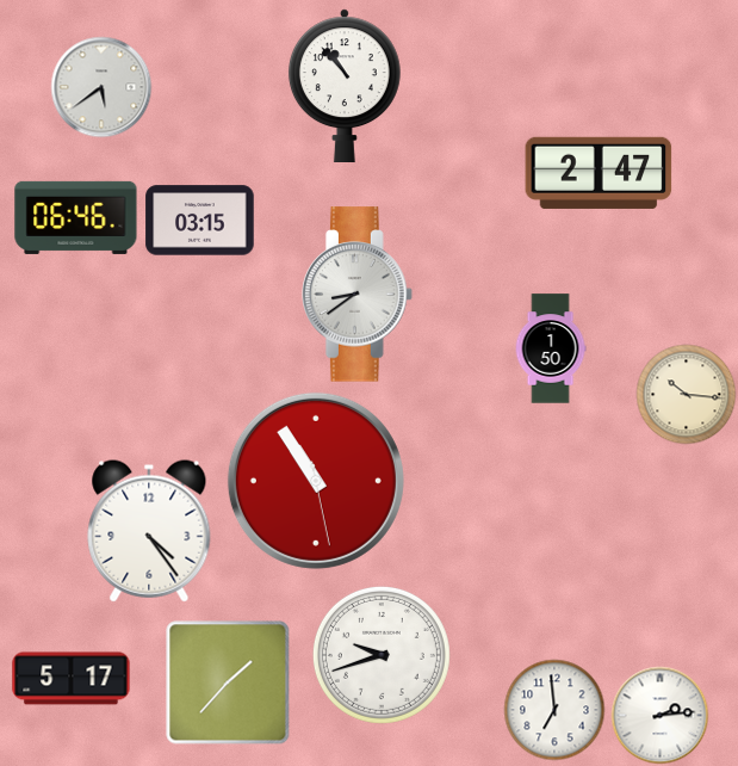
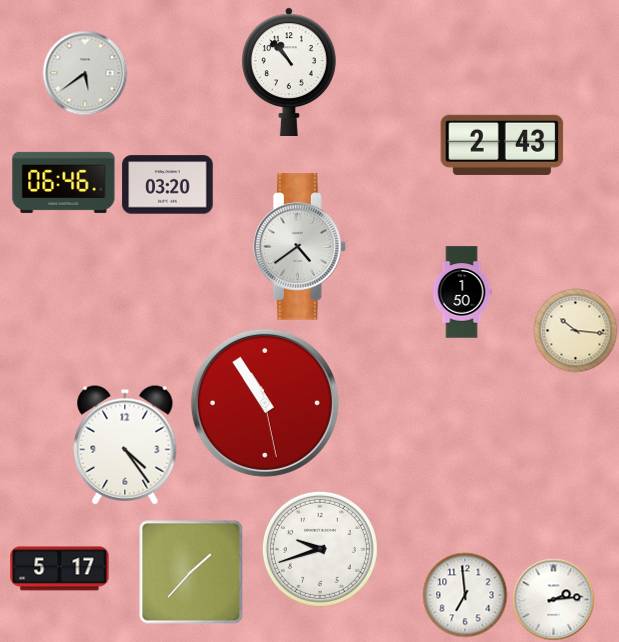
clock at (599, 173): 2:47 -> 2:43
clock at (200, 221): 03:15 -> 03:20
clock at (358, 295): 8:39 -> 4:39
